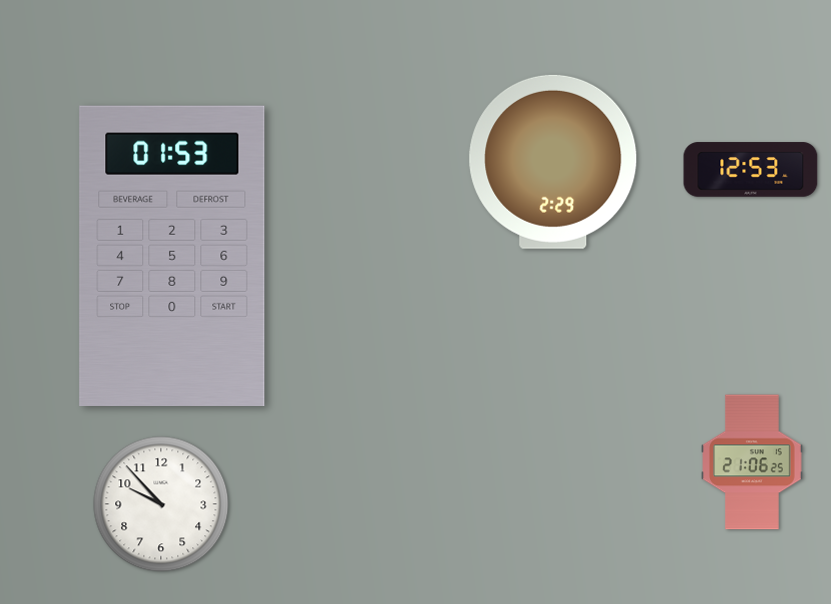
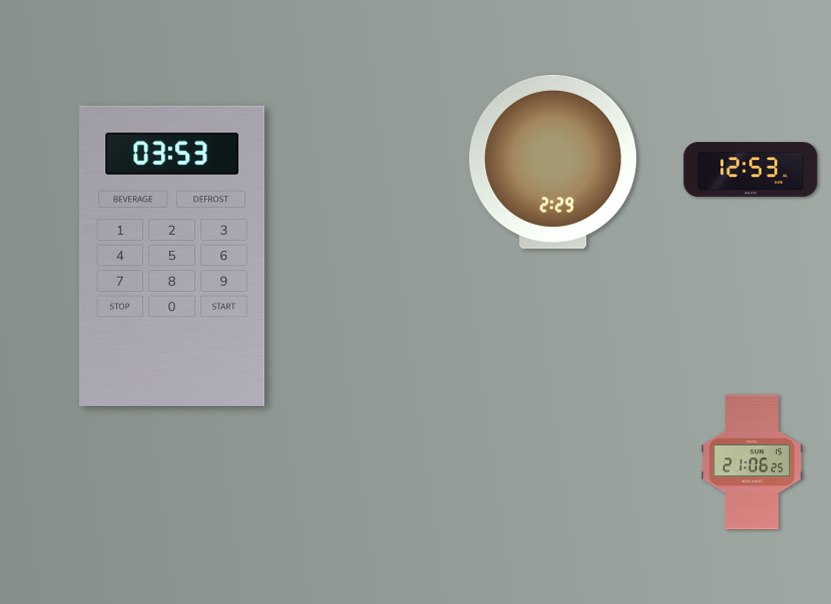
clock at (172, 255): 01:53 -> 03:53
clock at (161, 504): 9:53 -> none
